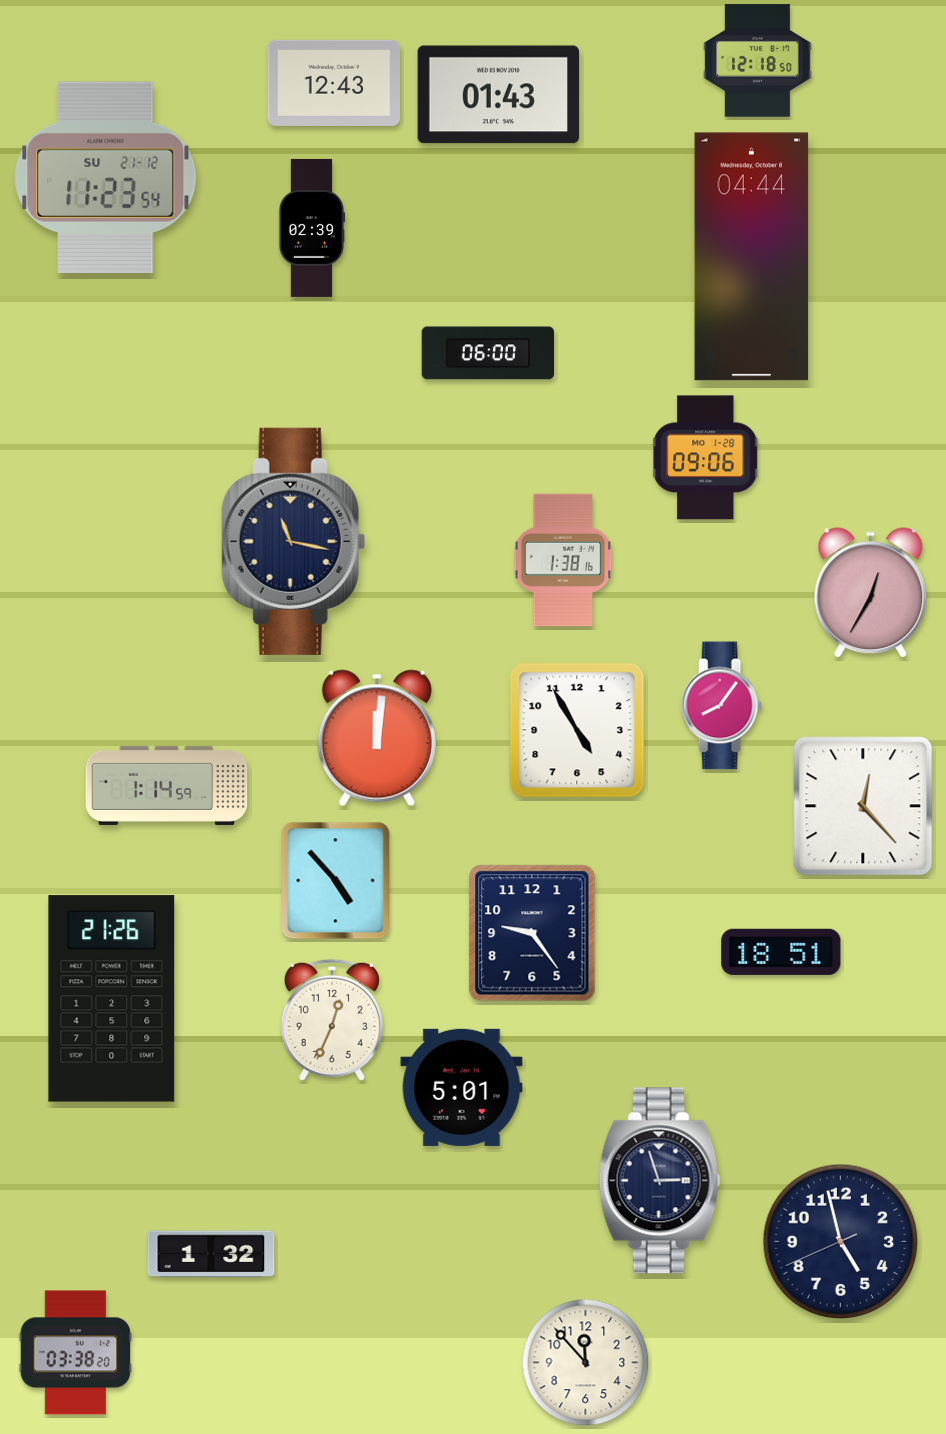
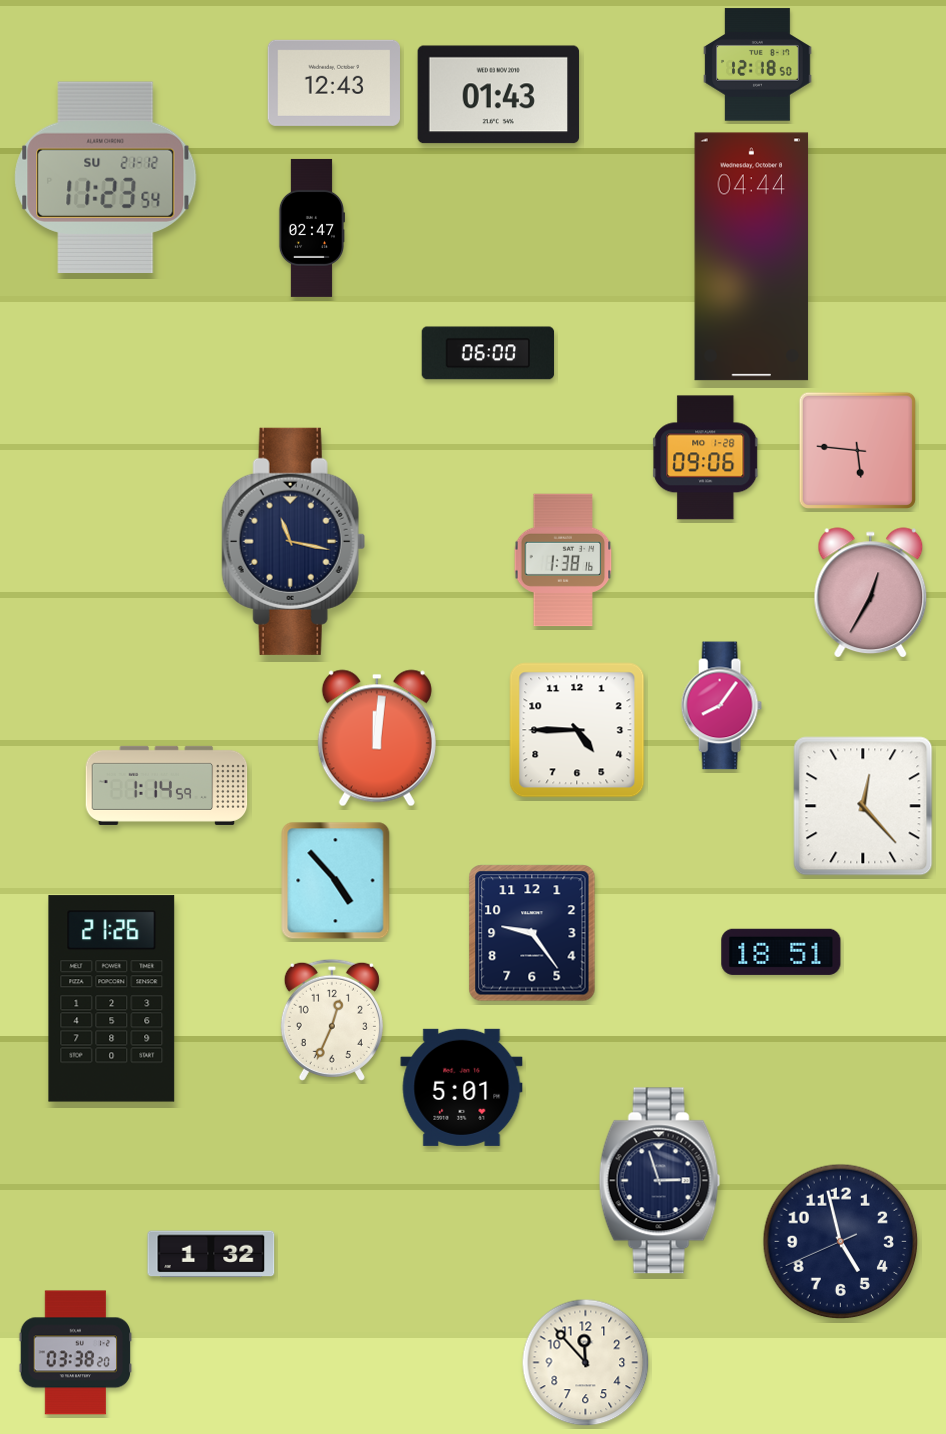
clock at (758, 61) position: (758, 61) -> (758, 65)
clock at (312, 228): 02:39 -> 02:47
clock at (857, 450): none -> 5:46
clock at (577, 730): 4:55 -> 4:45
